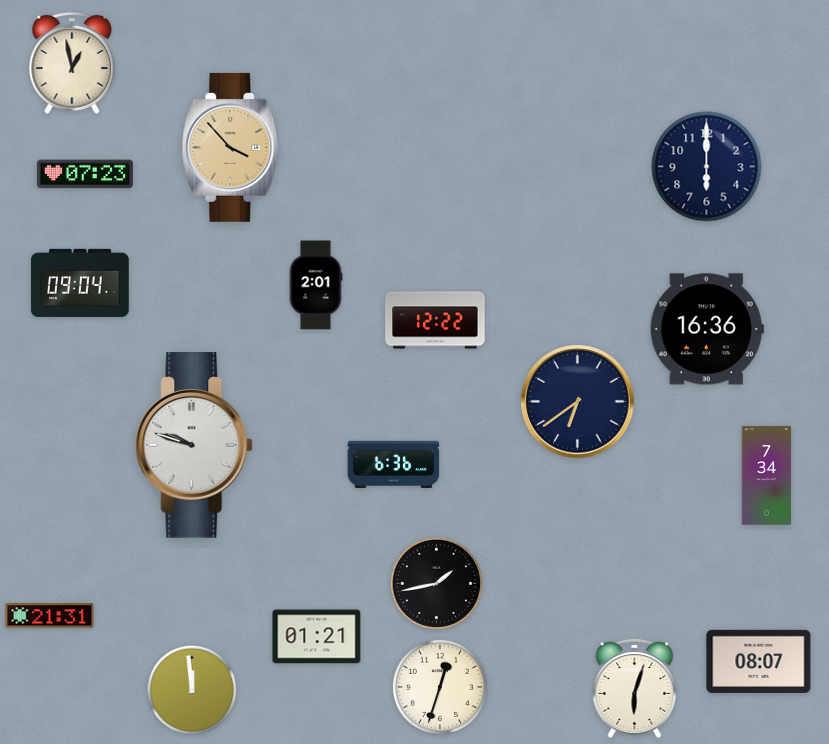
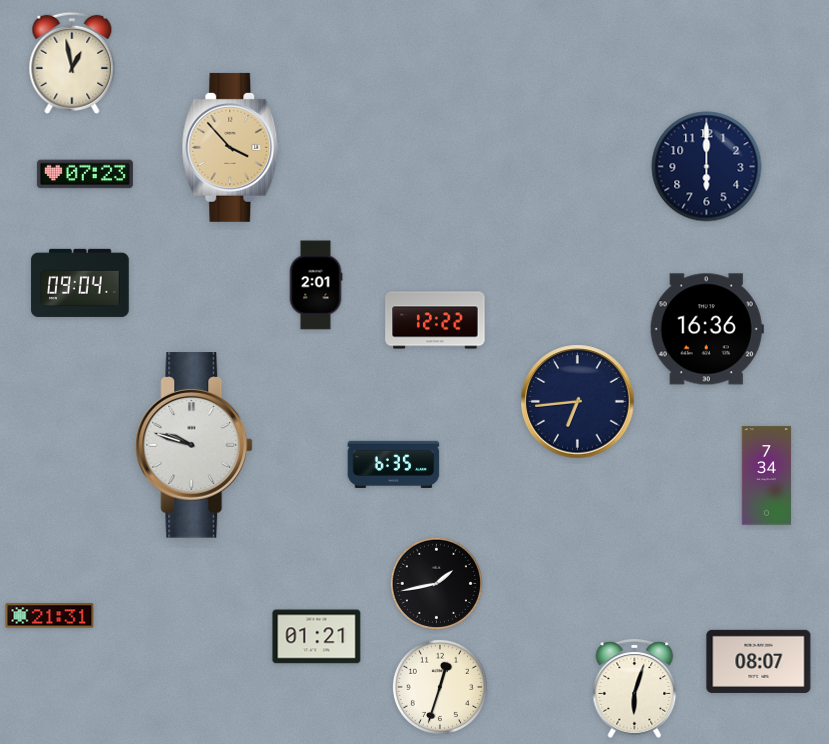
clock at (578, 402): 6:39 -> 6:44
clock at (394, 464): 6:36 -> 6:35
clock at (192, 690): 11:59 -> none
